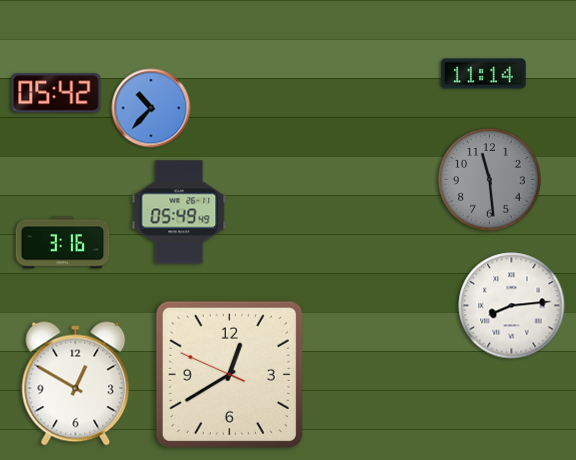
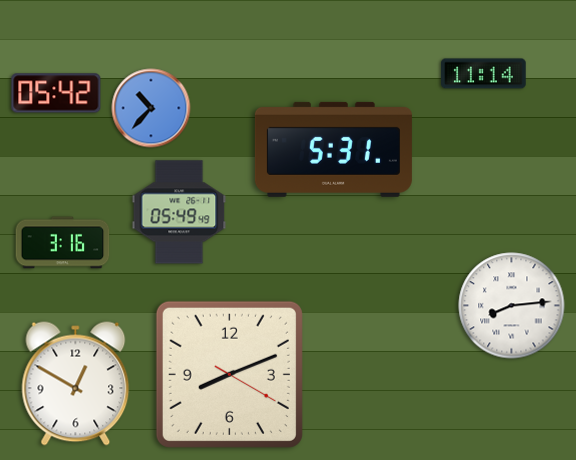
clock at (333, 149): none -> 5:31
clock at (490, 180): 11:29 -> none
clock at (229, 374): 12:39 -> 8:11
